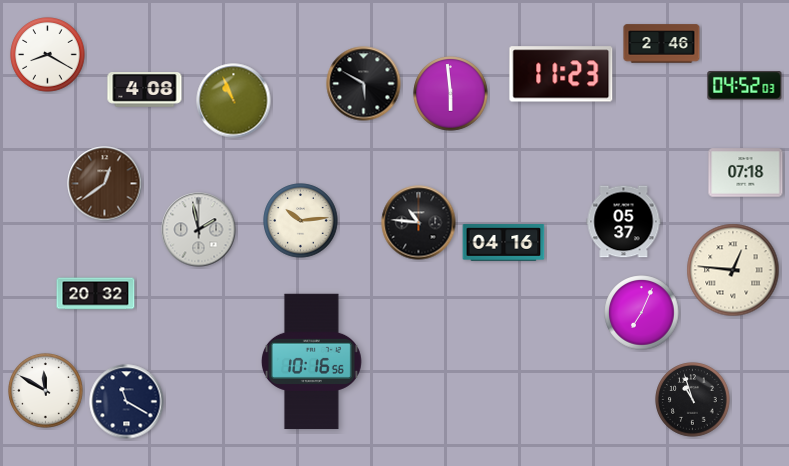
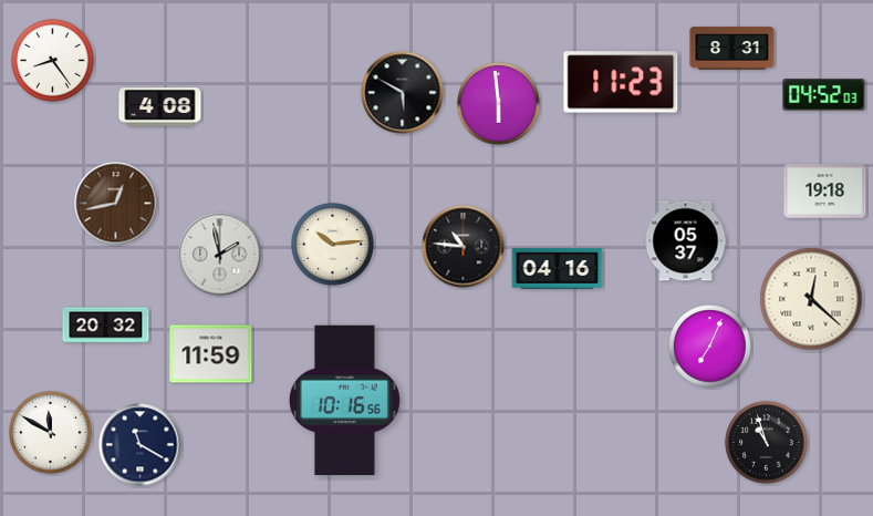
clock at (662, 44): 2:46 -> 8:31
clock at (48, 55): 8:20 -> 8:24
clock at (145, 90) position: (145, 90) -> (160, 107)
clock at (234, 101): 10:56 -> none
clock at (746, 173): 07:18 -> 19:18
clock at (105, 184): 12:39 -> 12:43
clock at (624, 222) position: (624, 222) -> (686, 241)
clock at (733, 270): 12:46 -> 12:22
clock at (211, 354): none -> 11:59
